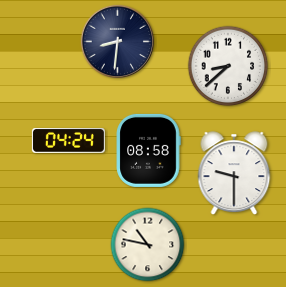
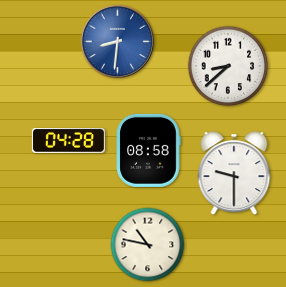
clock at (117, 41) dial: navy -> blue
clock at (68, 141): 04:24 -> 04:28
